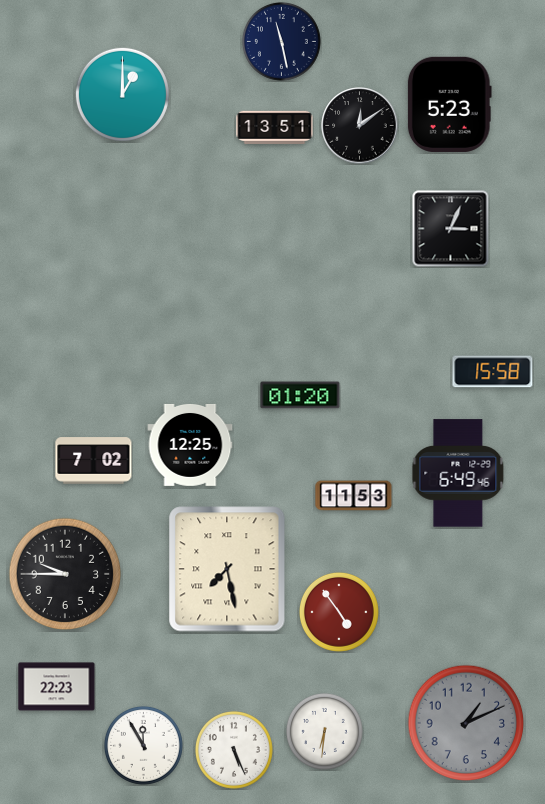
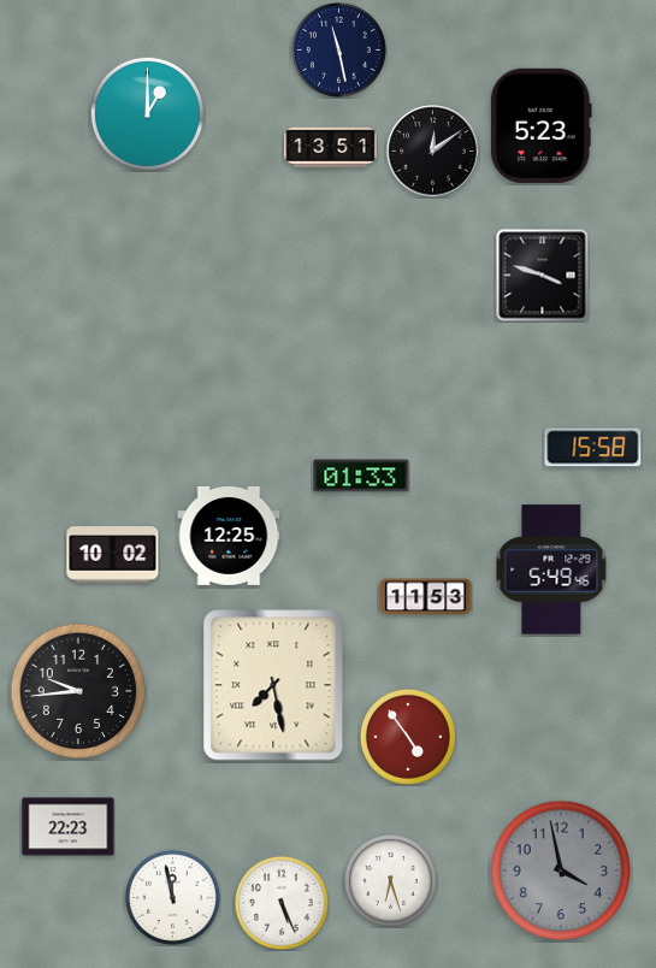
clock at (275, 127) position: (275, 127) -> (331, 147)
clock at (451, 229): 3:04 -> 3:48
clock at (300, 395): 01:20 -> 01:33
clock at (94, 461): 7:02 -> 10:02
clock at (458, 473): 6:49 -> 5:49
clock at (65, 574): 9:45 -> 9:44
clock at (466, 723): 1:11 -> 3:58
clock at (324, 731): 6:31 -> 6:27
clock at (143, 745): 11:55 -> 11:58
